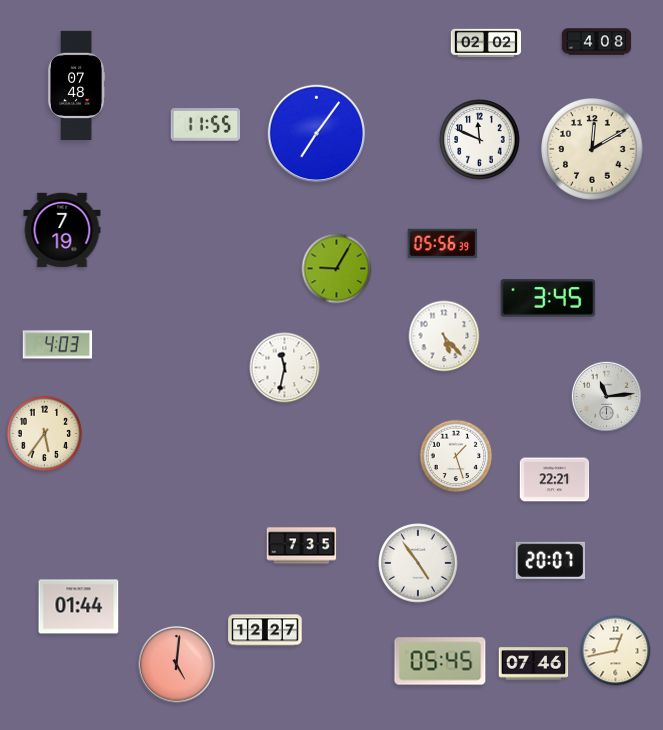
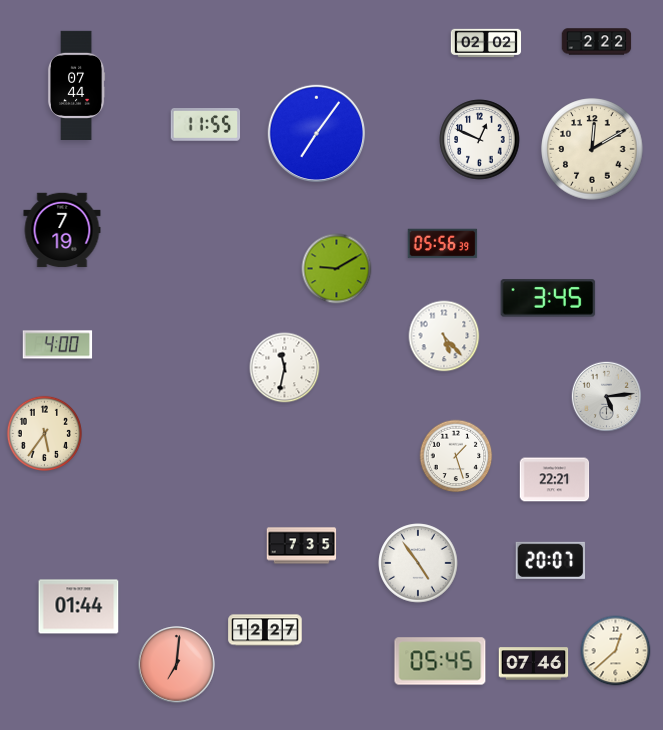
clock at (597, 42): 4:08 -> 2:22
clock at (76, 85): 07:48 -> 07:44
clock at (480, 140): 11:49 -> 12:49
clock at (337, 269): 9:05 -> 9:10
clock at (58, 345): 4:03 -> 4:00
clock at (606, 396): 11:14 -> 5:14
clock at (616, 651): 12:43 -> 12:38
clock at (177, 665): 5:01 -> 7:01
